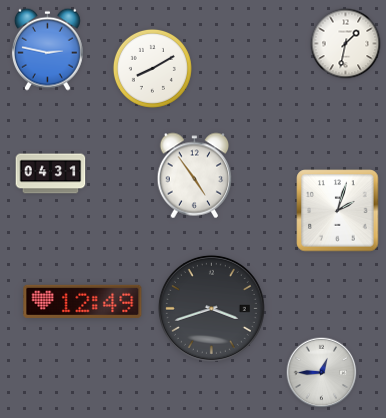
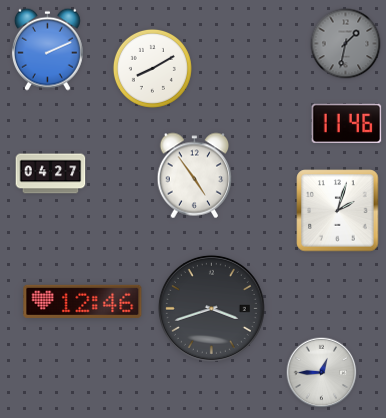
clock at (346, 44) dial: white -> grey
clock at (47, 49): 2:47 -> 2:11
clock at (347, 124): none -> 11:46
clock at (51, 174): 04:31 -> 04:27
clock at (83, 301): 12:49 -> 12:46
